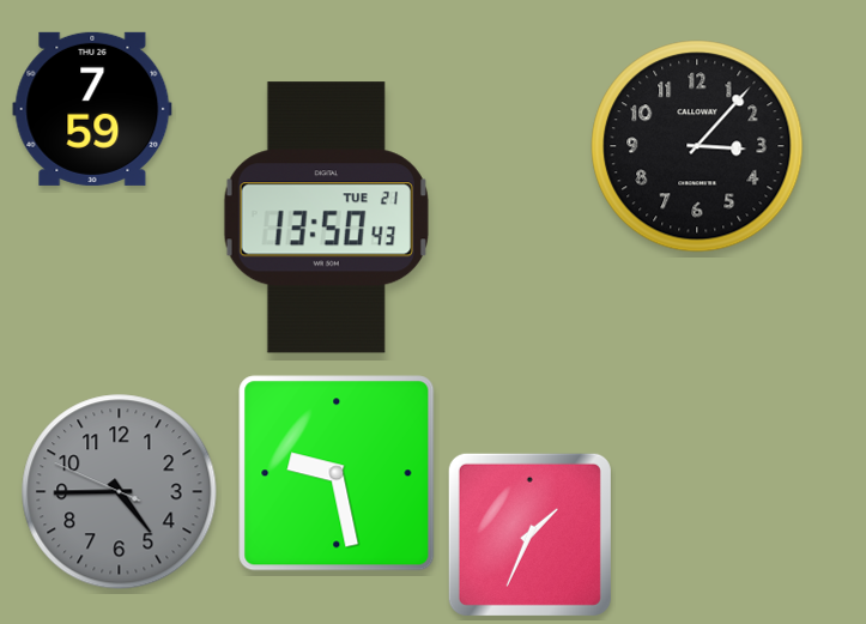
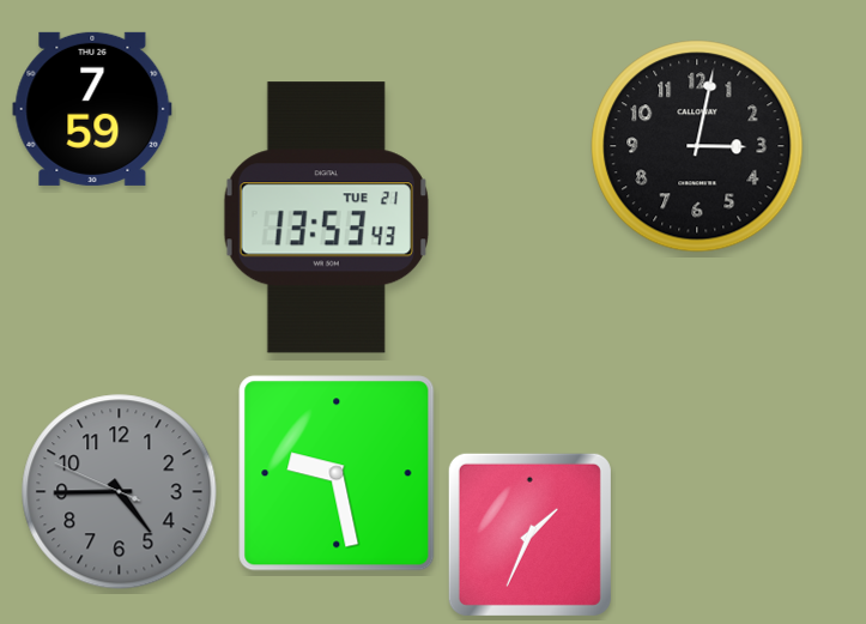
clock at (697, 146): 3:07 -> 3:02
clock at (326, 218): 13:50 -> 13:53
